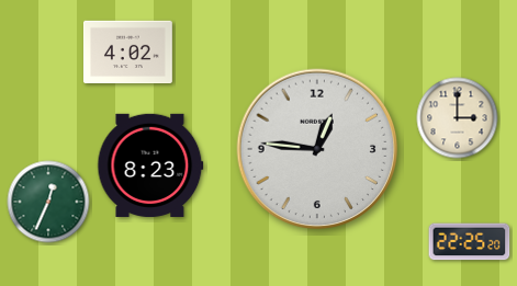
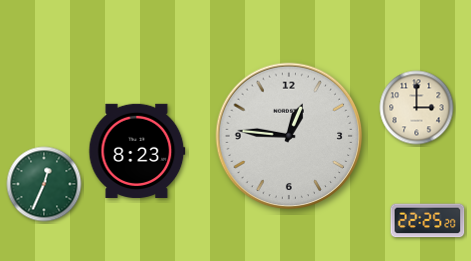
clock at (127, 53): 4:02 -> none
